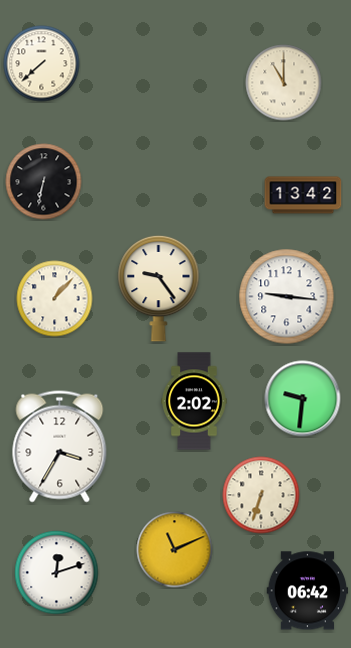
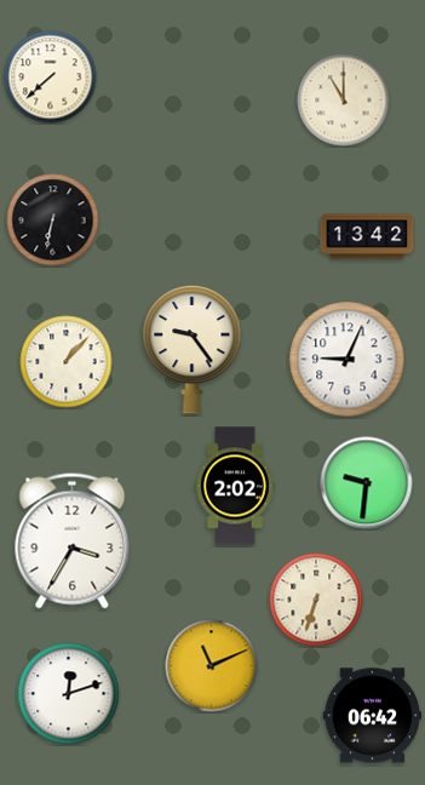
clock at (287, 297): 9:16 -> 9:04
